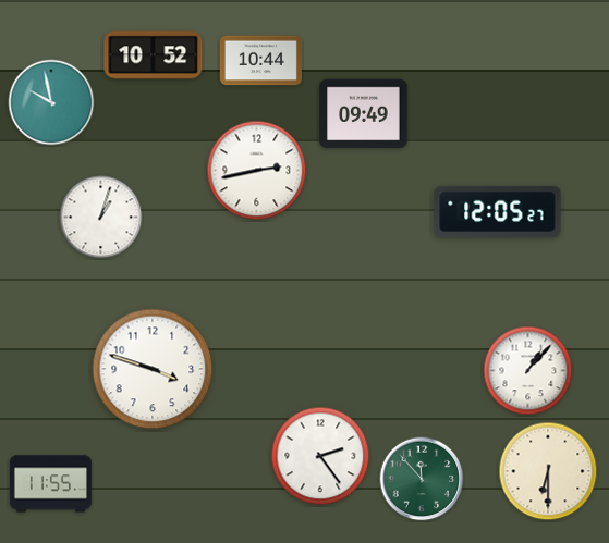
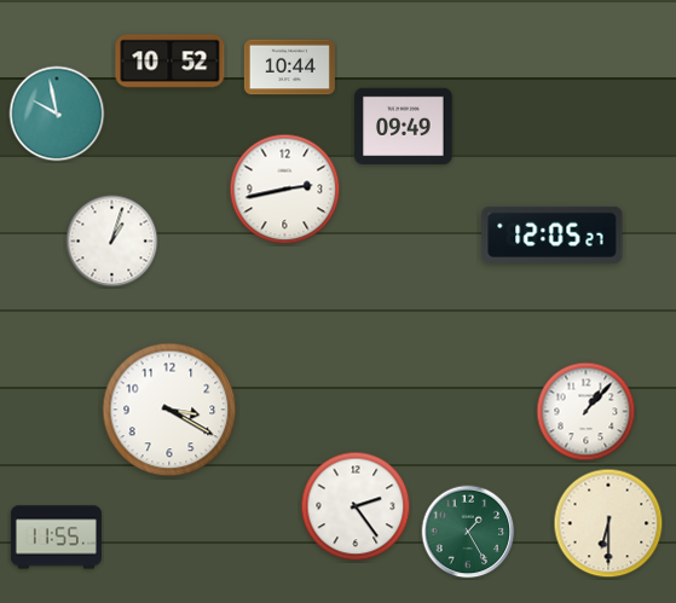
clock at (153, 369): 3:48 -> 3:20
clock at (422, 479): 11:53 -> 1:25
